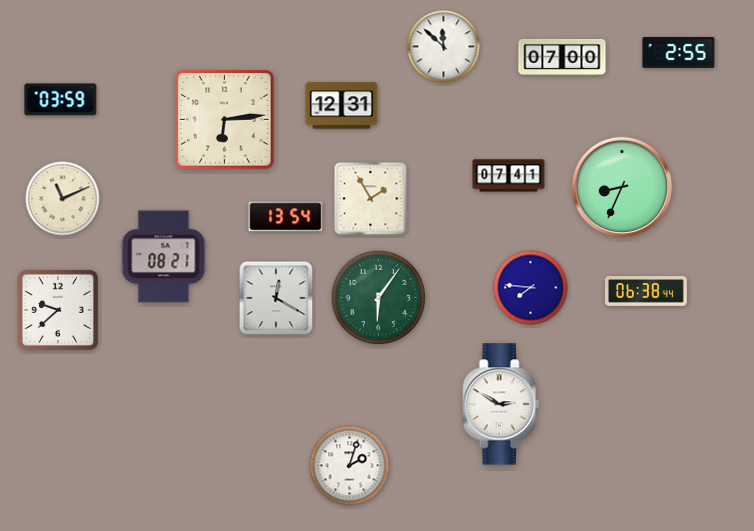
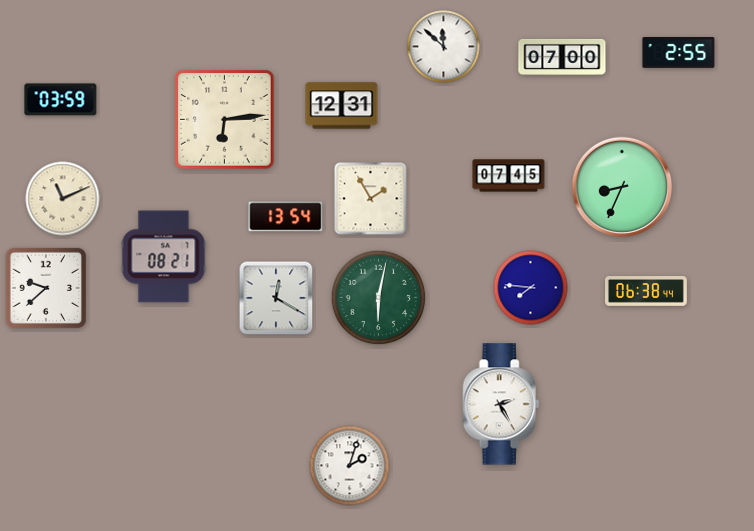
clock at (509, 176): 07:41 -> 07:45
clock at (379, 298): 6:06 -> 6:02
clock at (58, 310) position: (58, 310) -> (46, 288)
clock at (501, 404): 2:50 -> 2:25
